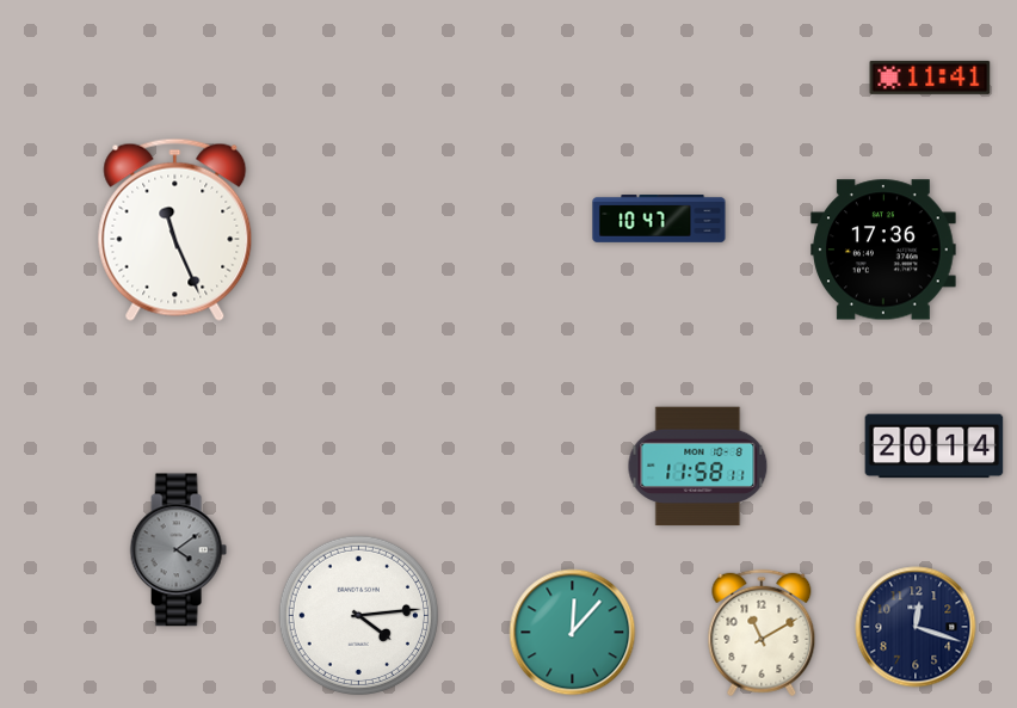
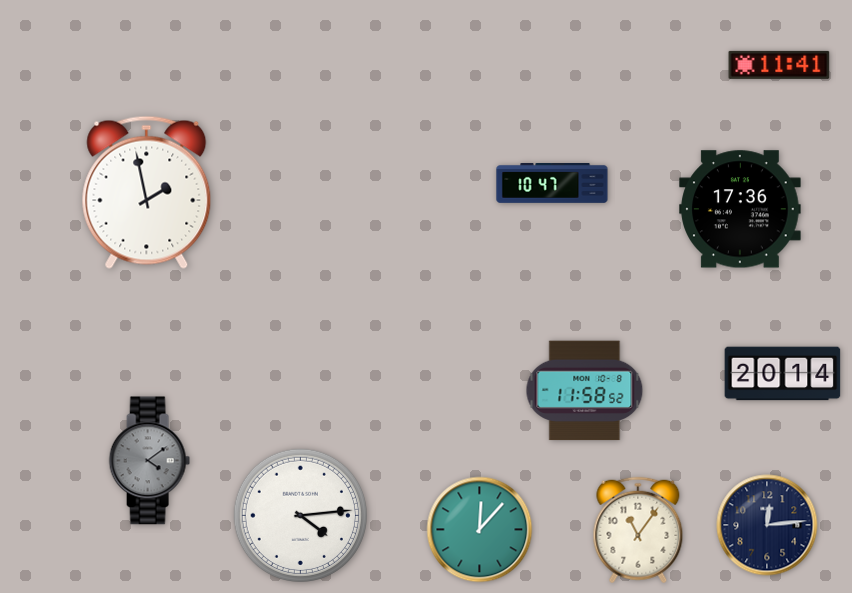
clock at (175, 229): 11:26 -> 1:58
clock at (698, 467): 11:58:11 -> 11:58:52
clock at (916, 627): 12:18 -> 12:14
clock at (762, 633): 11:10 -> 11:06
